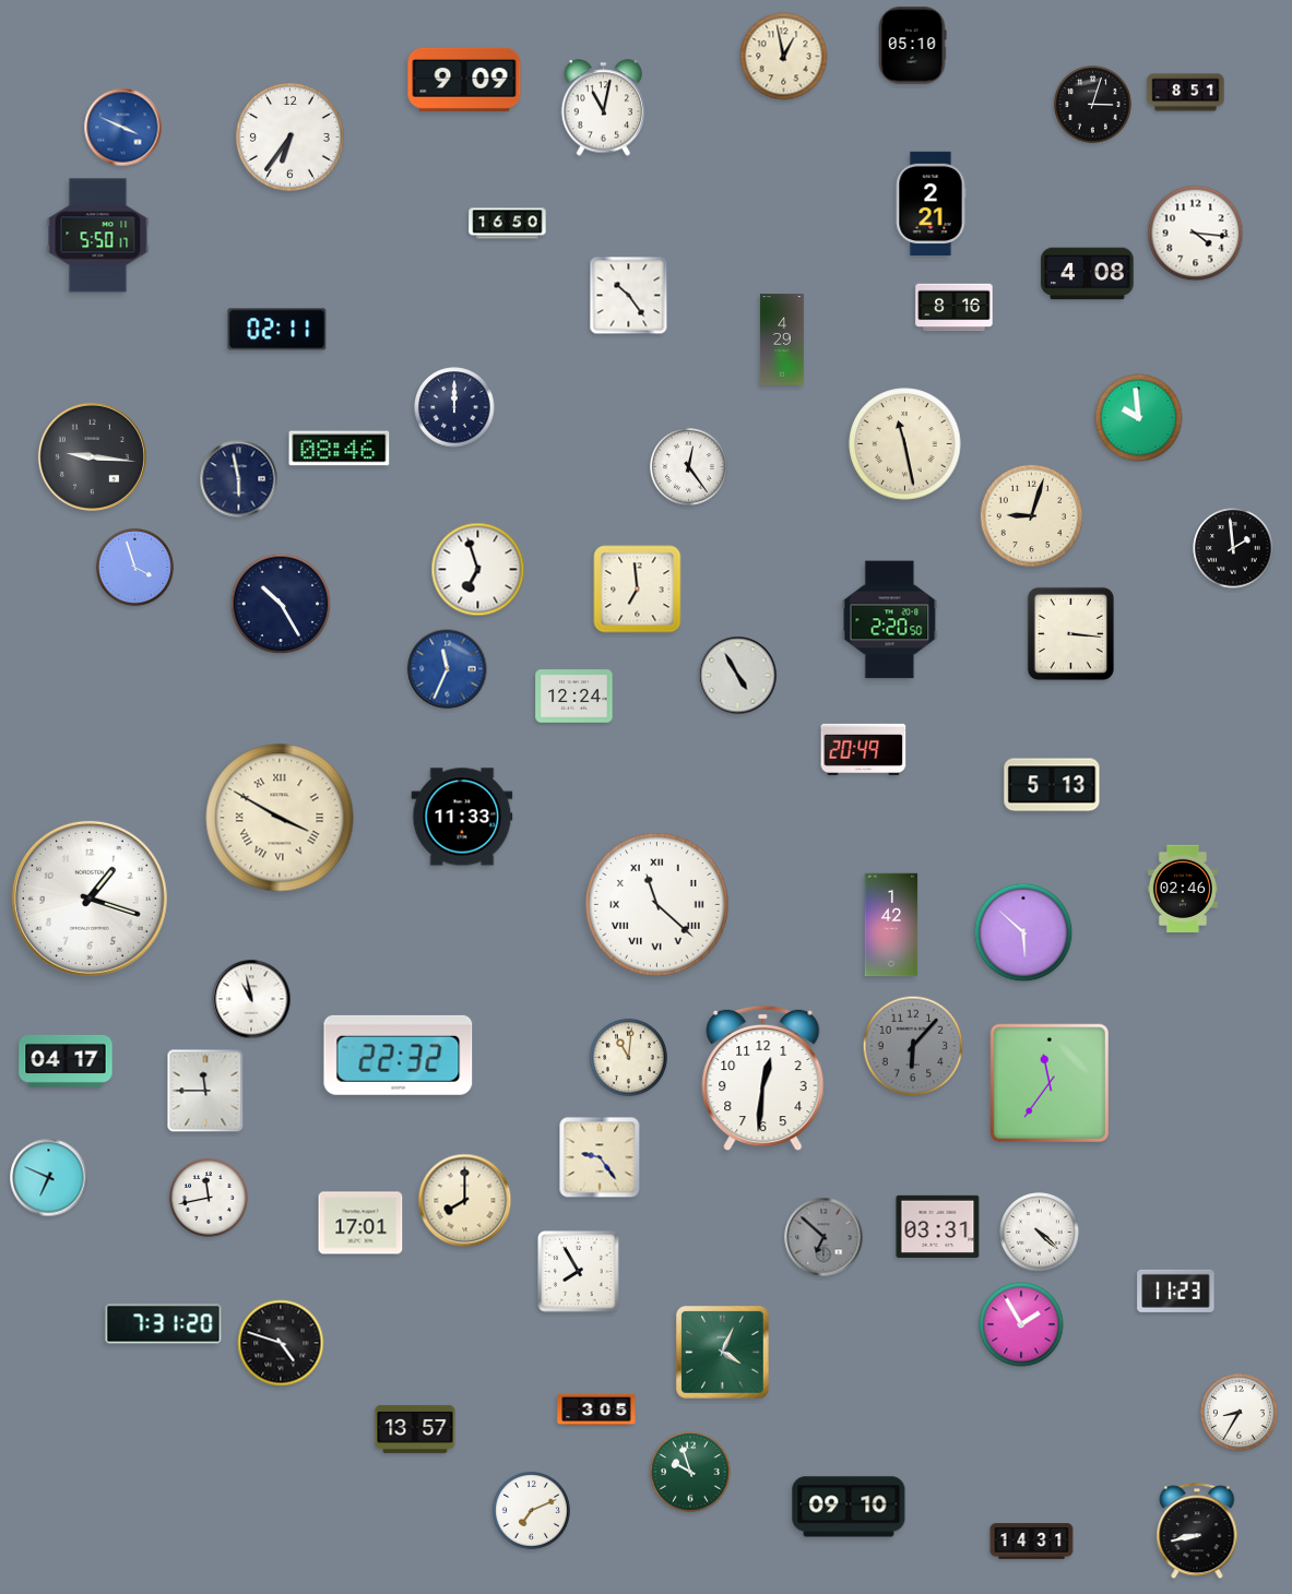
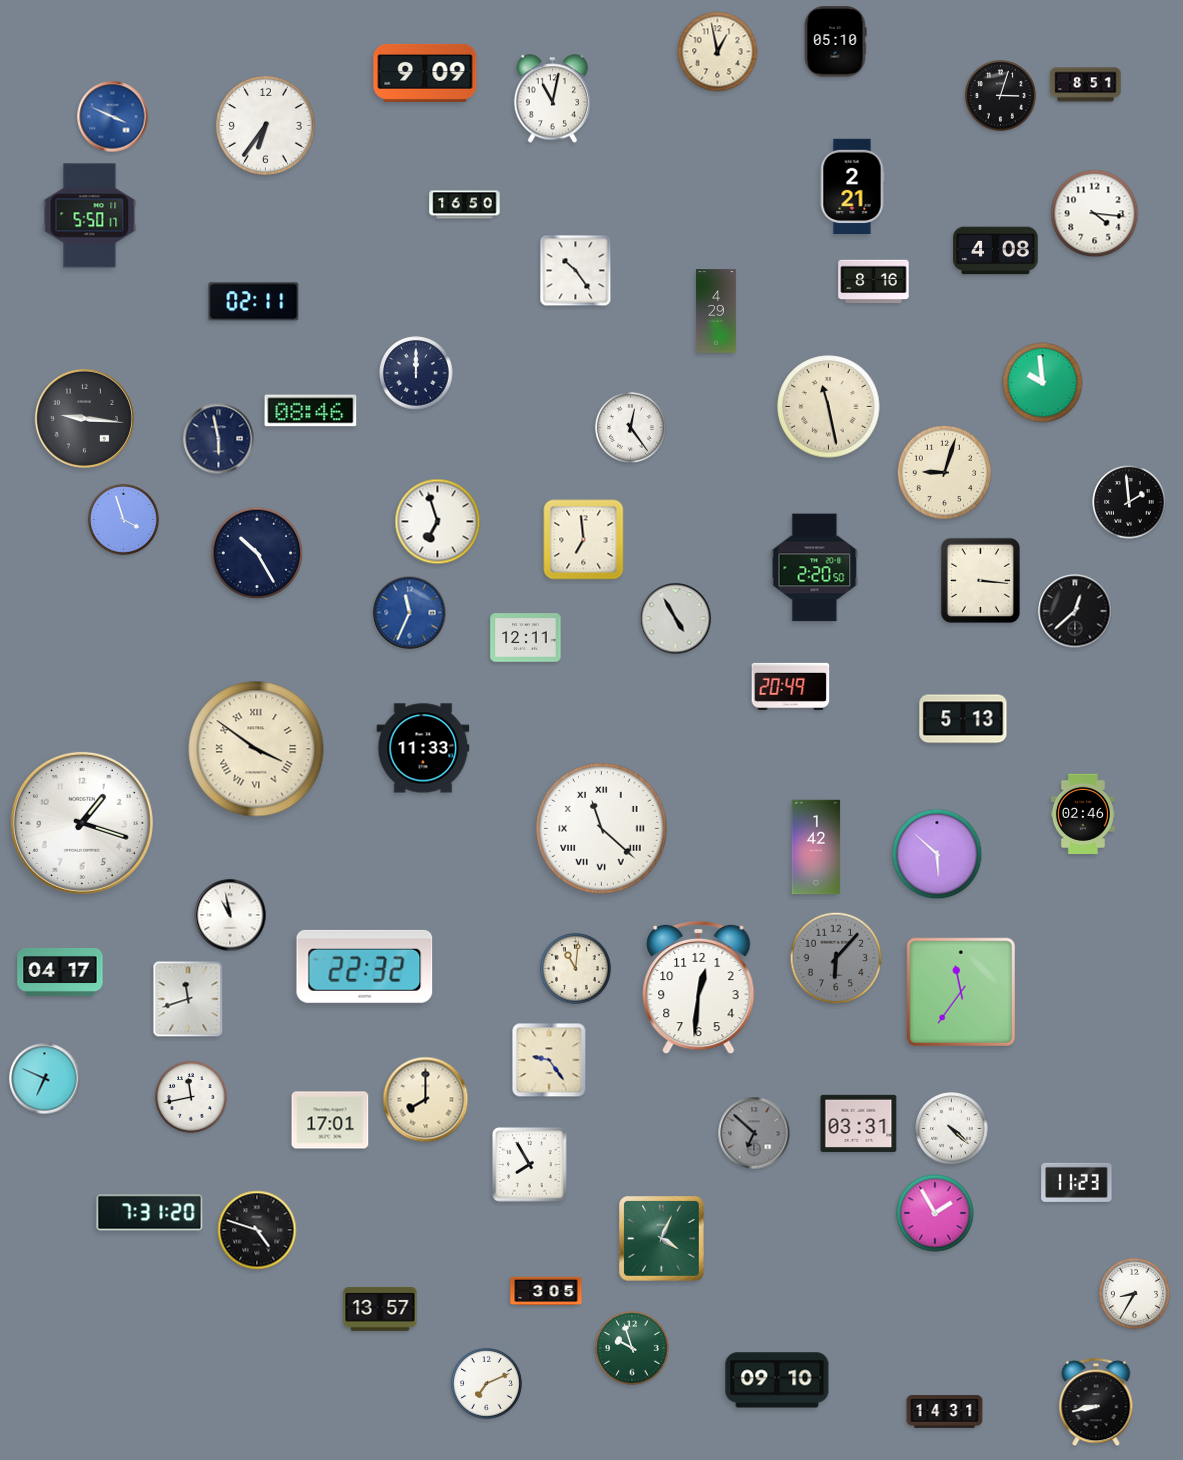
clock at (1075, 611): none -> 12:38
clock at (574, 697): 12:24 -> 12:11
clock at (280, 818): 3:50 -> 3:51
clock at (205, 1091): 11:45 -> 11:42
